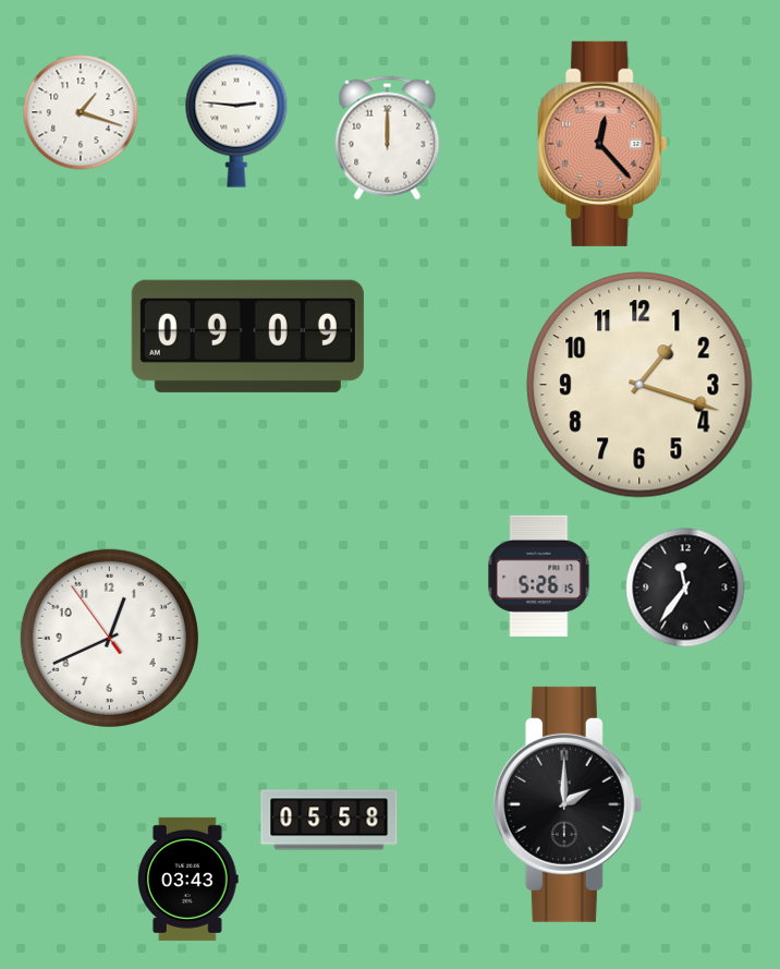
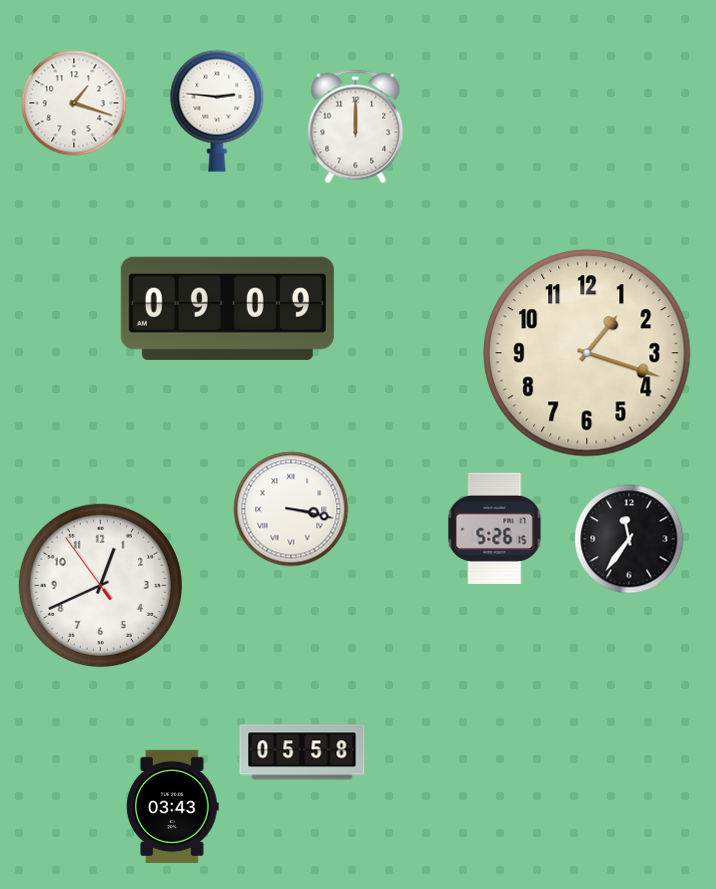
clock at (602, 144): 12:23 -> none
clock at (291, 509): none -> 3:17
clock at (568, 804): 2:00 -> none
